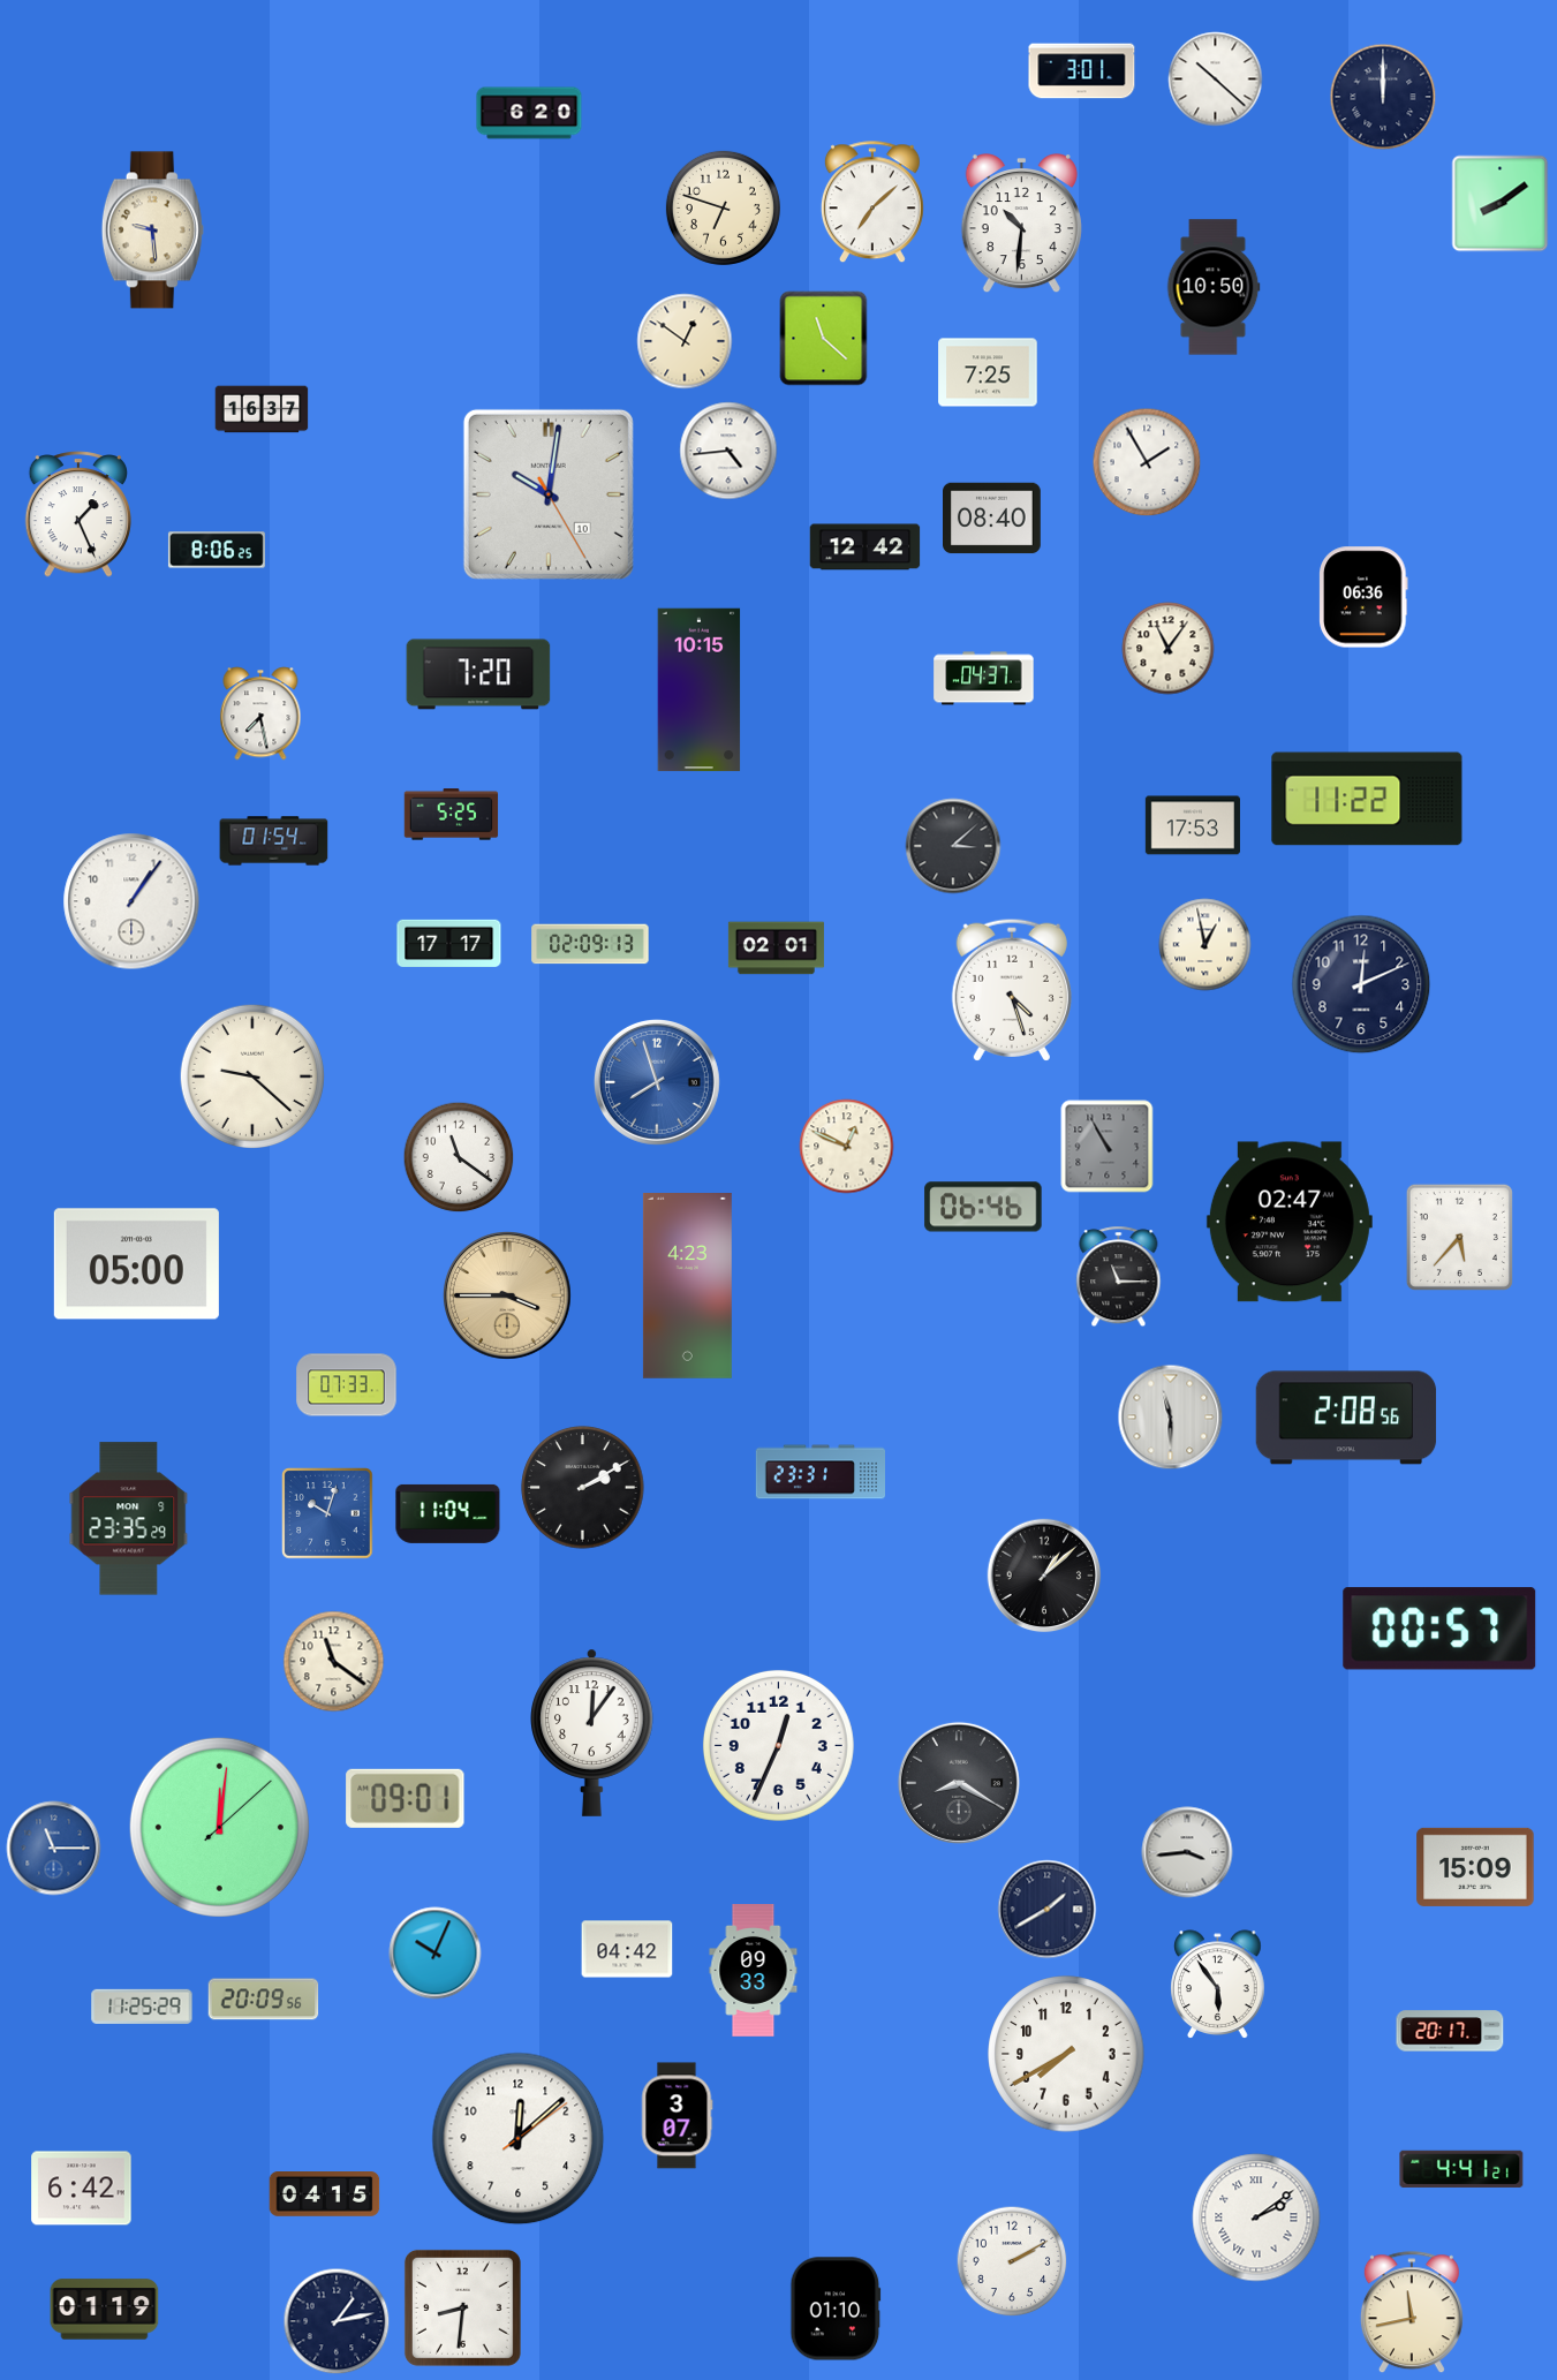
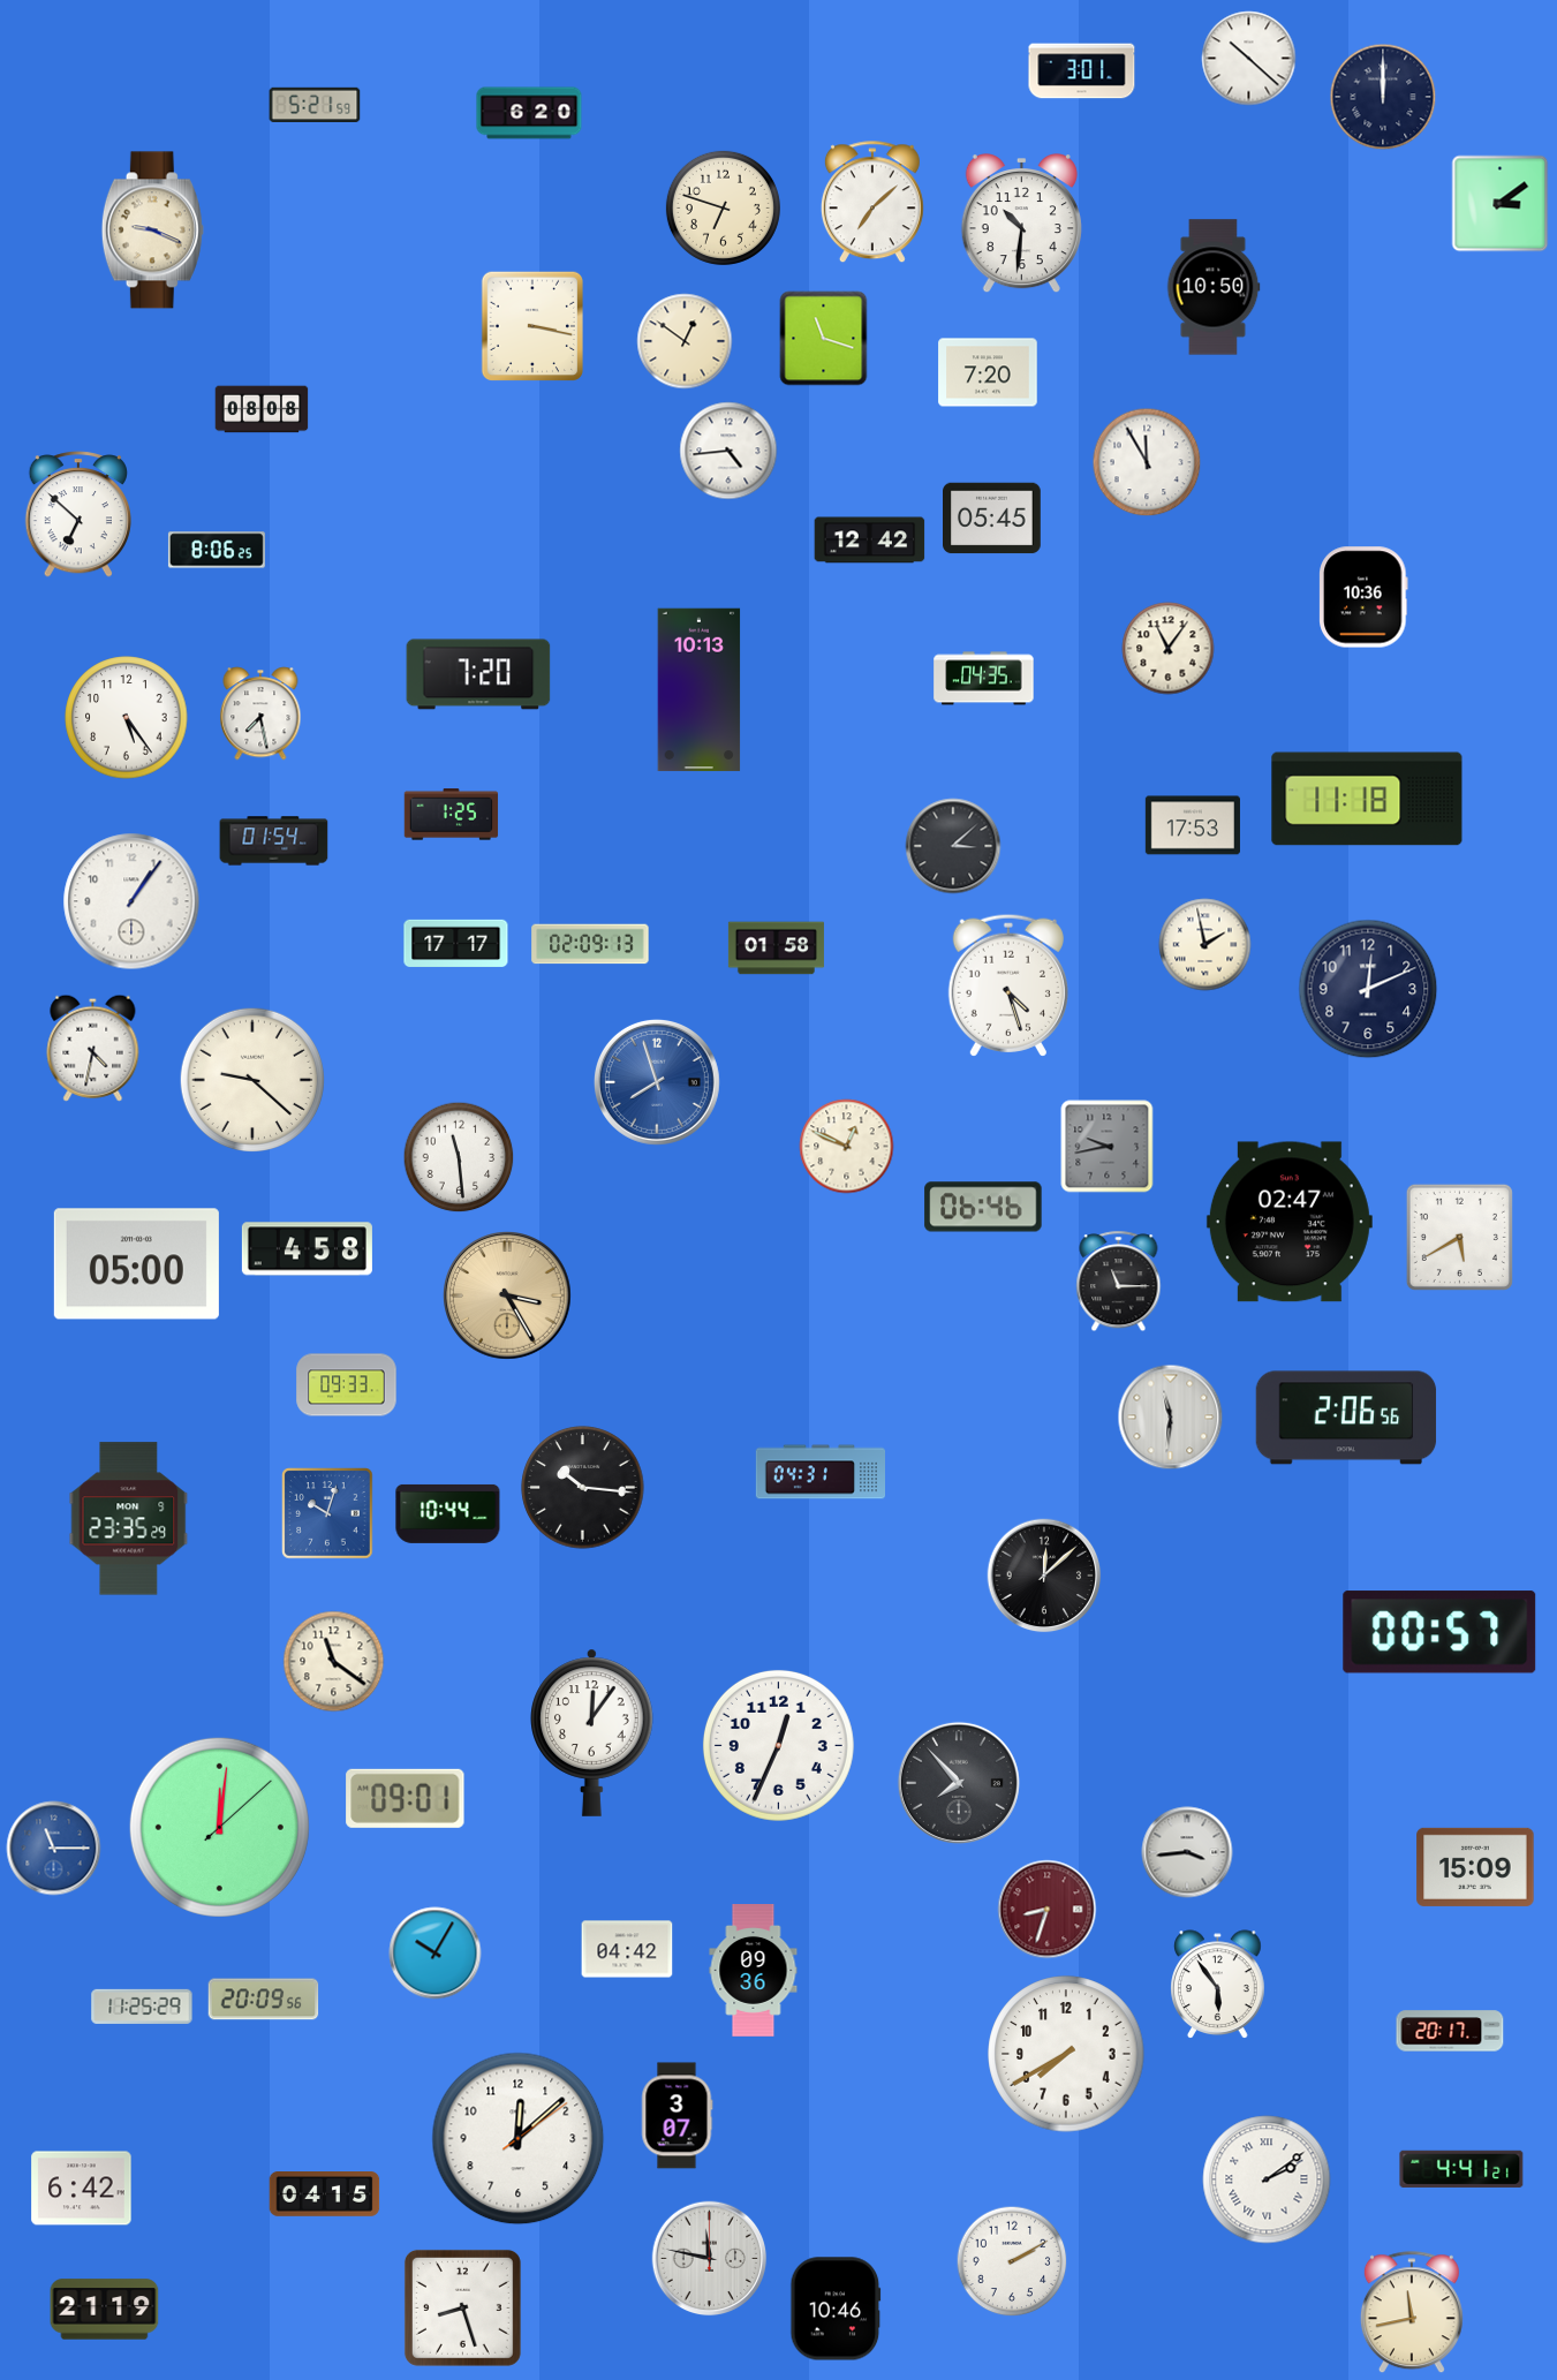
clock at (1216, 80) position: (1216, 80) -> (1249, 59)
clock at (315, 105): none -> 5:21
clock at (1501, 204): 8:09 -> 3:09
clock at (152, 231): 9:29 -> 9:19
clock at (531, 325): none -> 3:17
clock at (824, 339): 11:22 -> 11:18
clock at (988, 372): 7:25 -> 7:20
clock at (262, 409): 16:37 -> 08:08
clock at (1147, 462): 1:55 -> 11:55
clock at (549, 494): 10:01 -> none
clock at (78, 514): 1:26 -> 6:52
clock at (992, 519): 08:40 -> 05:45
clock at (866, 547) position: (866, 547) -> (870, 541)
clock at (1363, 597): 06:36 -> 10:36
clock at (984, 679): 04:37 -> 04:35
clock at (700, 690): 10:15 -> 10:13
clock at (127, 718): none -> 5:24
clock at (1367, 799): 11:22 -> 11:18
clock at (452, 815): 5:25 -> 1:25
clock at (449, 943) position: (449, 943) -> (456, 943)
clock at (1205, 945): 12:58 -> 1:58
clock at (776, 949): 02:01 -> 01:58
clock at (1361, 984) position: (1361, 984) -> (1368, 989)
clock at (1012, 990) position: (1012, 990) -> (1008, 985)
clock at (93, 1048): none -> 4:32
clock at (251, 1075) position: (251, 1075) -> (251, 1079)
clock at (1108, 1147): 10:55 -> 9:43
clock at (459, 1157): 11:21 -> 11:29
clock at (1459, 1237): 5:37 -> 5:40
clock at (307, 1249): none -> 4:58
clock at (1119, 1277) position: (1119, 1277) -> (1119, 1282)
clock at (687, 1286): 4:23 -> none
clock at (508, 1297): 3:45 -> 3:25
clock at (347, 1385): 07:33 -> 09:33
clock at (1171, 1418): 11:30 -> 11:31
clock at (1346, 1418): 2:08 -> 2:06
clock at (819, 1472): 23:31 -> 04:31
clock at (583, 1488): 2:10 -> 10:16
clock at (448, 1513): 11:04 -> 10:44
clock at (1044, 1576): 1:08 -> 12:08
clock at (1439, 1629) position: (1439, 1629) -> (1439, 1632)
clock at (959, 1783): 8:20 -> 7:53
clock at (1048, 1910): 1:40 -> 8:33
clock at (1048, 1910) dial: navy -> burgundy
clock at (436, 1954): 10:04 -> 10:05
clock at (754, 1971): 09:33 -> 09:36
clock at (1256, 2217) position: (1256, 2217) -> (1267, 2179)
clock at (710, 2259): none -> 11:47
clock at (462, 2307): 8:31 -> 8:27
clock at (836, 2309): 01:10 -> 10:46
clock at (105, 2310): 01:19 -> 21:19
clock at (337, 2321): 1:13 -> none
